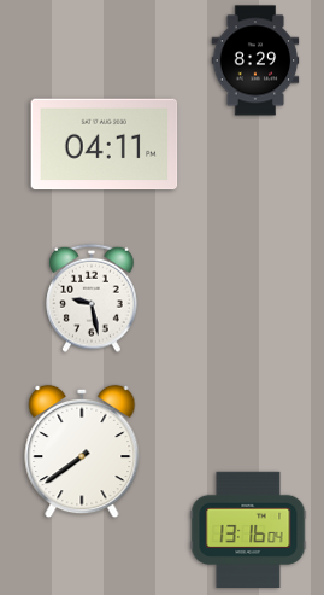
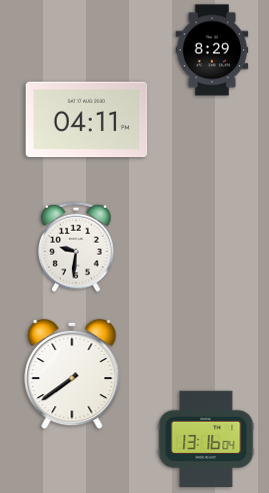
clock at (93, 298): 9:28 -> 9:31
clock at (82, 451) position: (82, 451) -> (72, 374)
